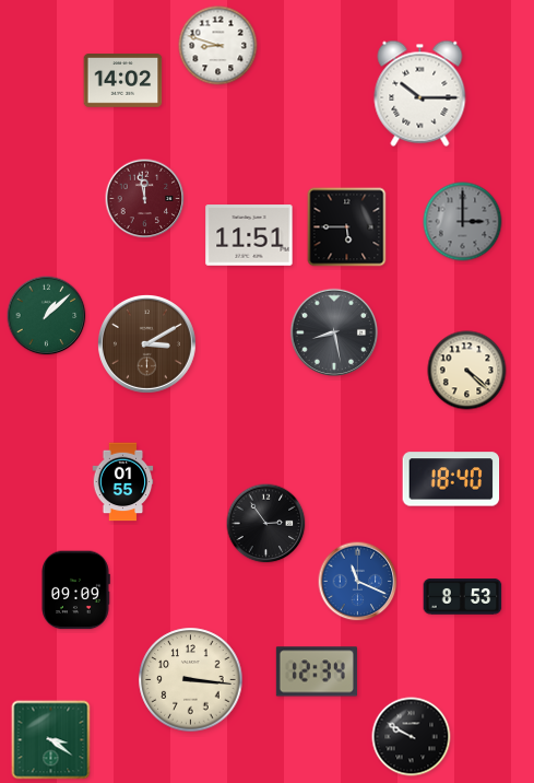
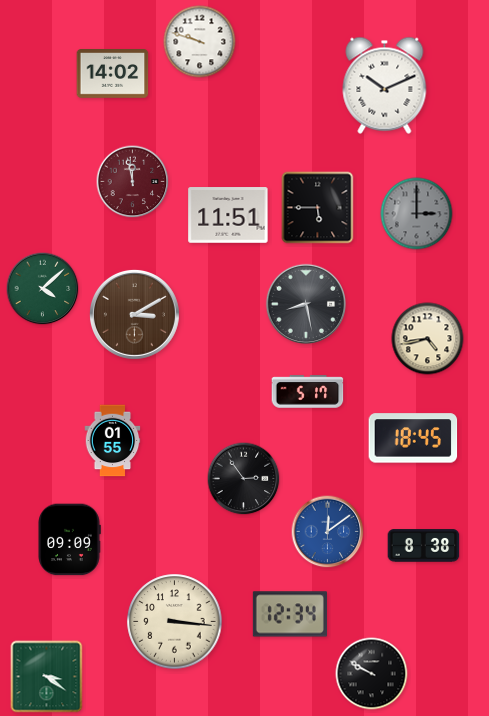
clock at (218, 46): 8:48 -> 9:48
clock at (420, 93): 10:15 -> 10:11
clock at (463, 222) position: (463, 222) -> (417, 214)
clock at (47, 316): 1:08 -> 4:08
clock at (467, 371): 4:22 -> 4:43
clock at (308, 392): none -> 5:17
clock at (451, 479): 18:40 -> 18:45
clock at (358, 582): 11:19 -> 12:09
clock at (463, 597): 8:53 -> 8:38
clock at (412, 737) position: (412, 737) -> (372, 674)
